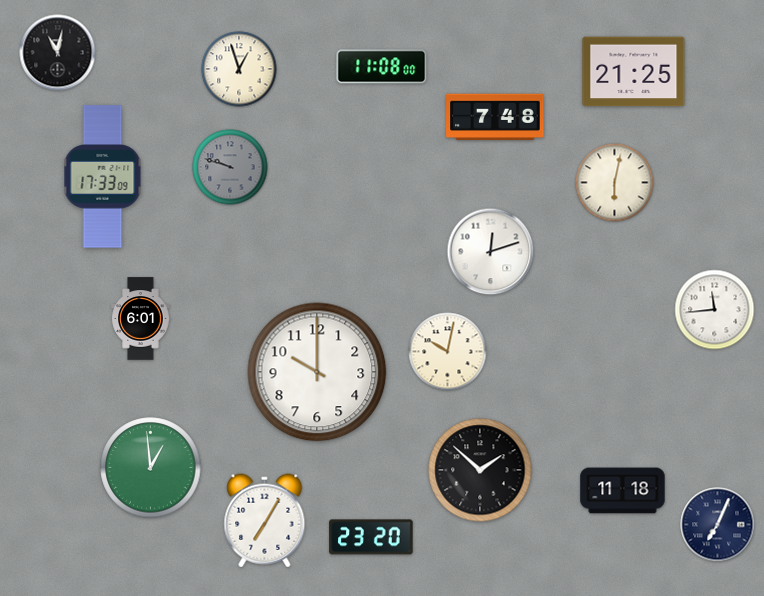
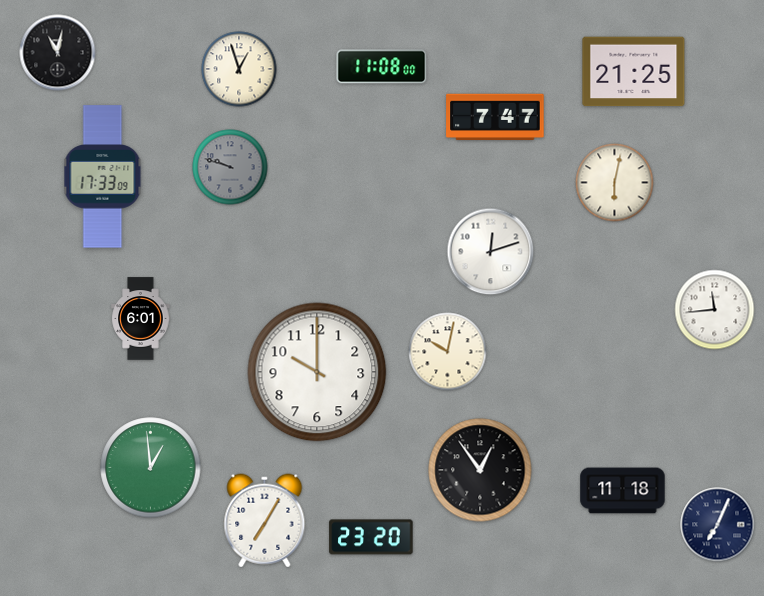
clock at (495, 117): 7:48 -> 7:47
clock at (480, 470): 1:52 -> 12:54
